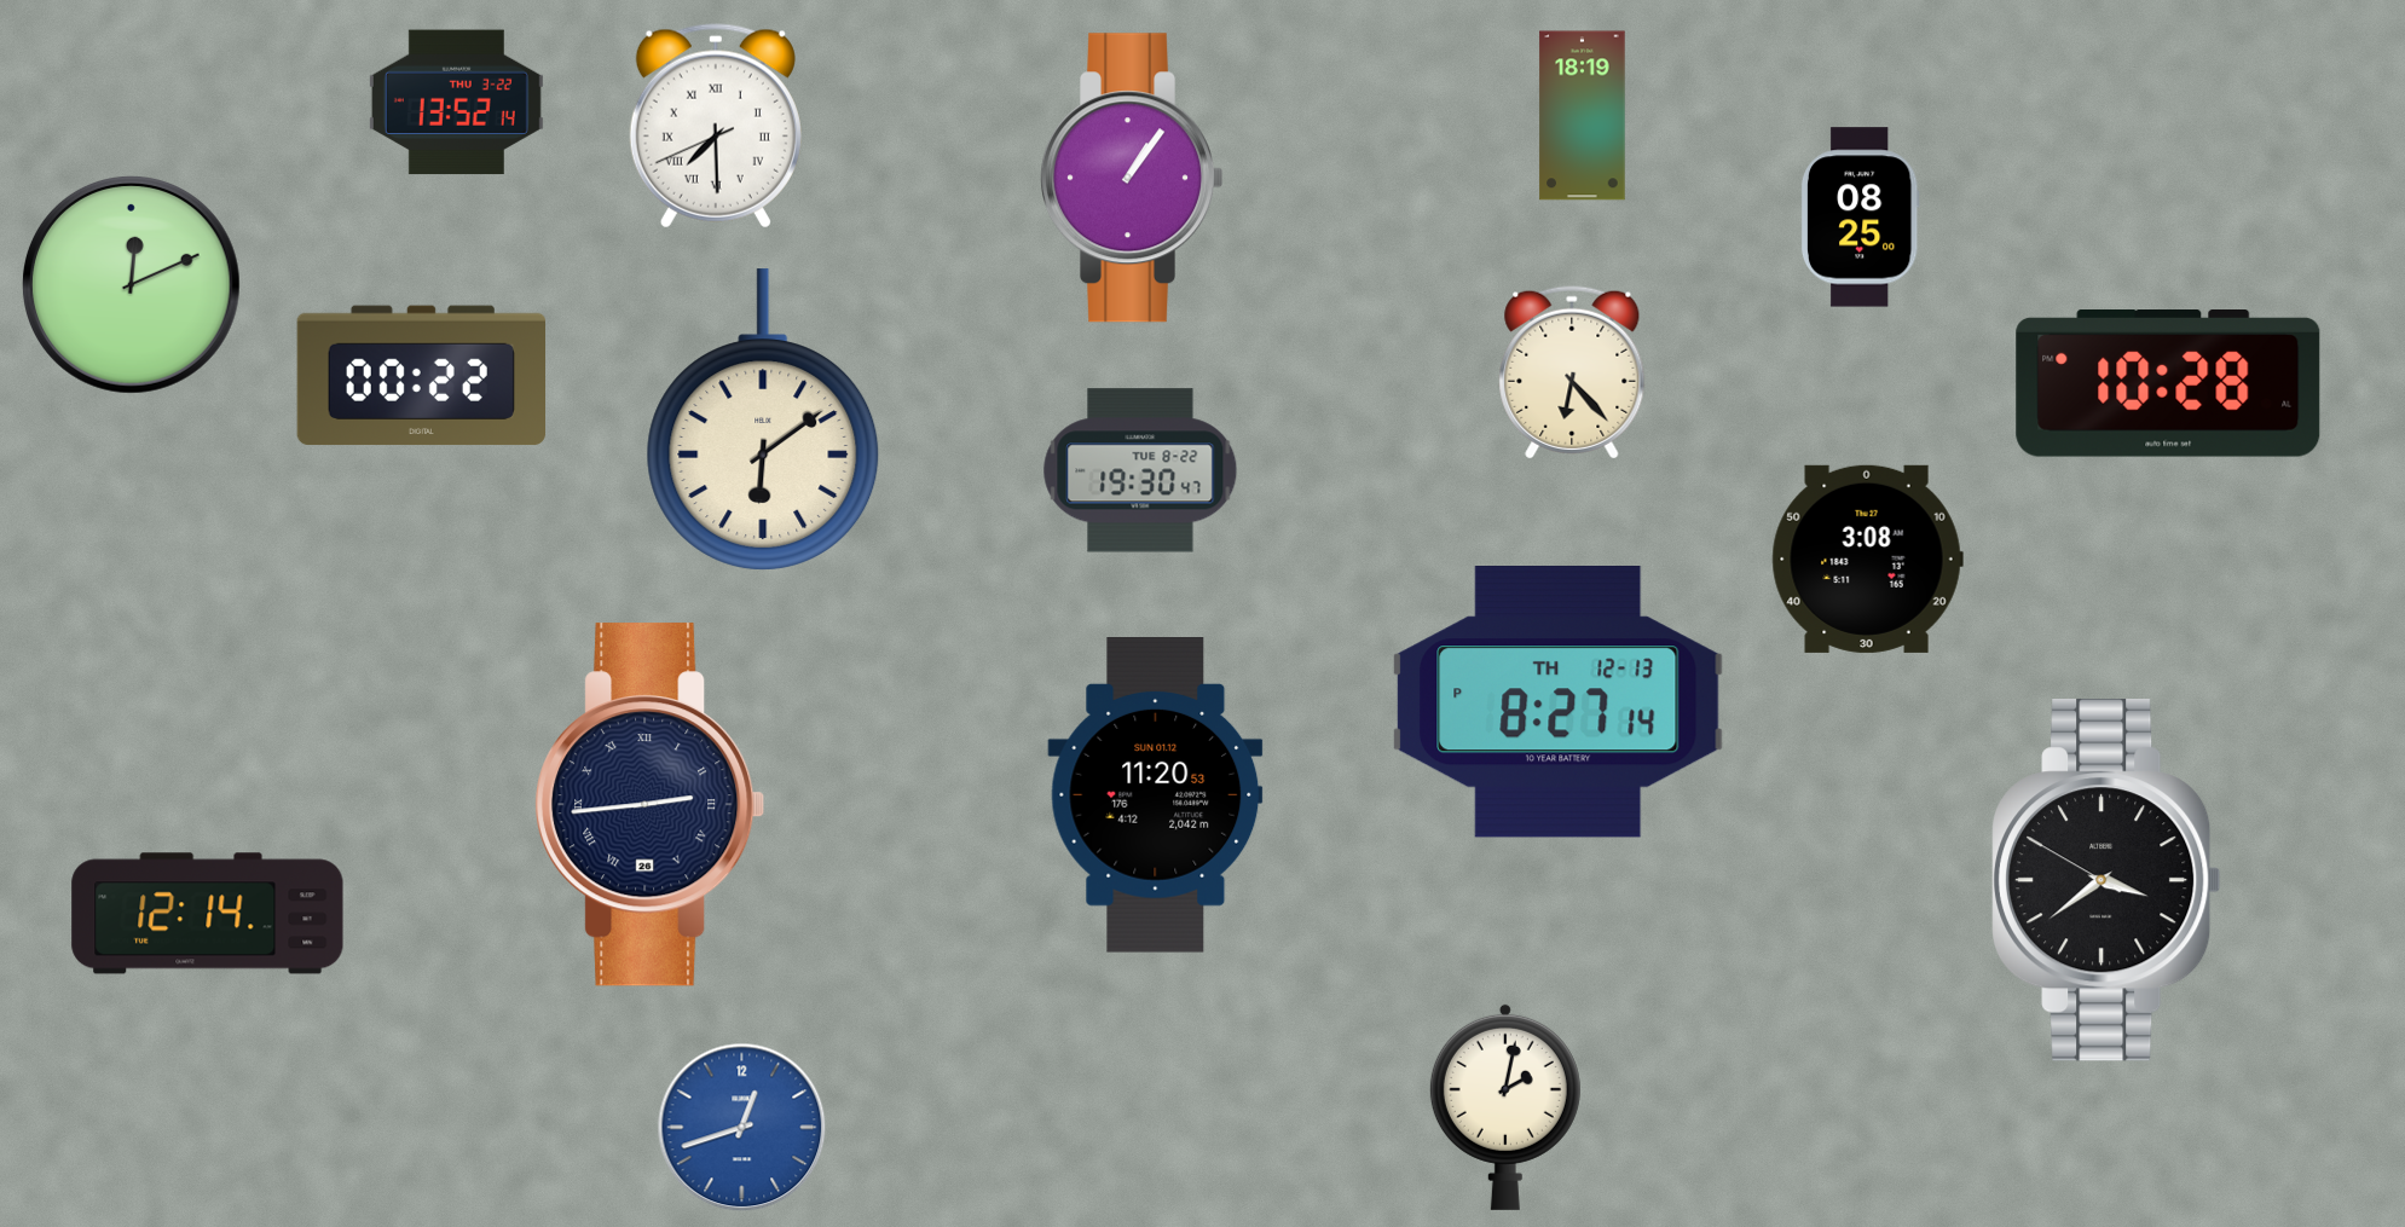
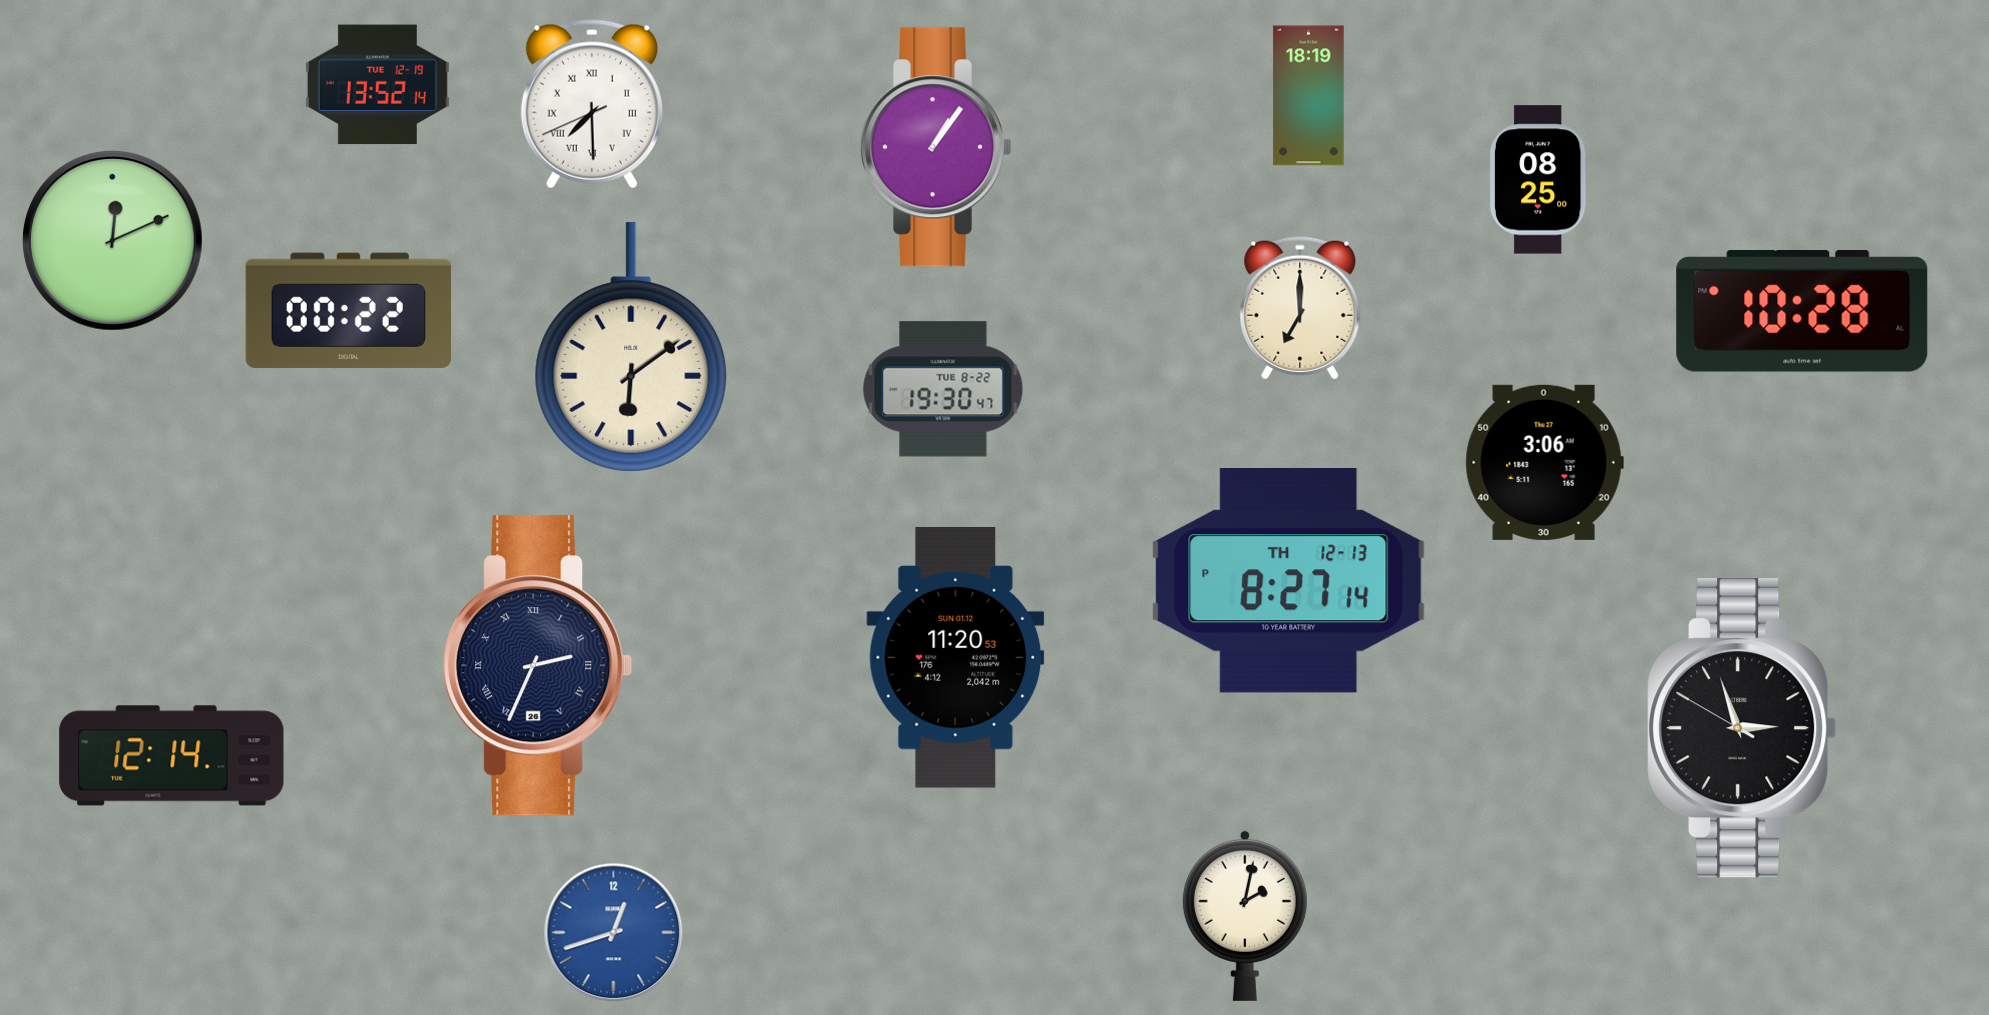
clock at (456, 103) date: THU 3-22 -> TUE 12-19
clock at (131, 284) position: (131, 284) -> (112, 240)
clock at (1572, 372): 6:23 -> 7:00
clock at (2168, 384) position: (2168, 384) -> (1802, 312)
clock at (1867, 558): 3:08 -> 3:06
clock at (651, 805): 2:44 -> 2:34
clock at (2108, 880): 3:38 -> 2:56
